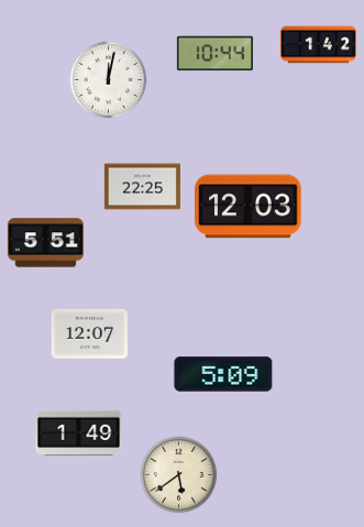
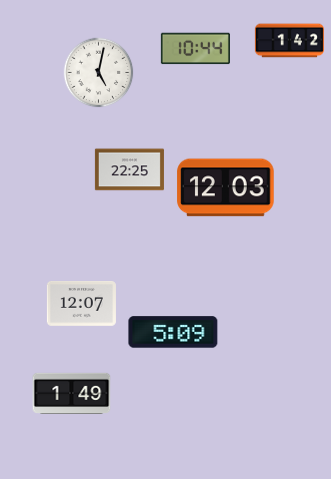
clock at (109, 80): 12:02 -> 5:02
clock at (45, 243): 5:51 -> none
clock at (223, 374) position: (223, 374) -> (173, 332)
clock at (179, 475): 5:39 -> none
